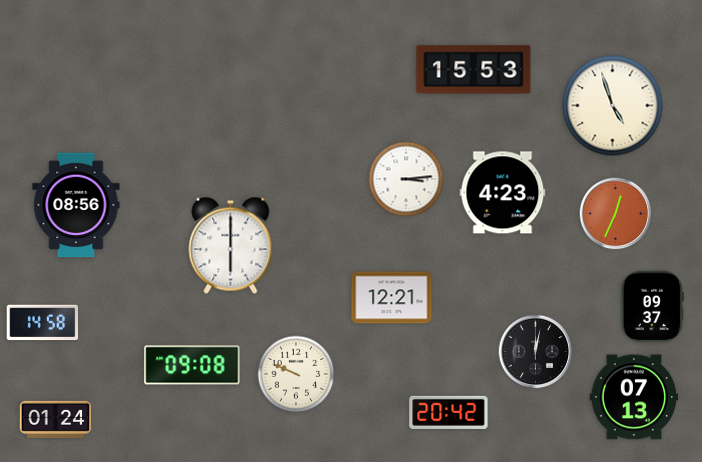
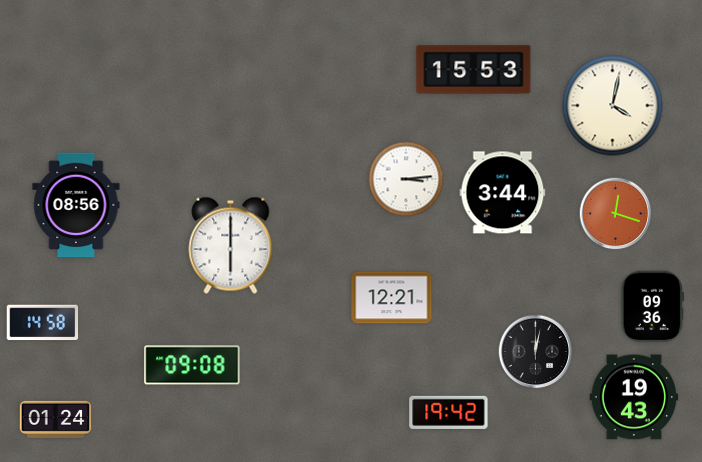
clock at (613, 106): 4:57 -> 4:02
clock at (503, 193): 4:23 -> 3:44
clock at (616, 214): 12:34 -> 12:18
clock at (652, 307): 09:37 -> 09:36
clock at (296, 374): 9:49 -> none
clock at (634, 397): 07:13 -> 19:43
clock at (449, 412): 20:42 -> 19:42
